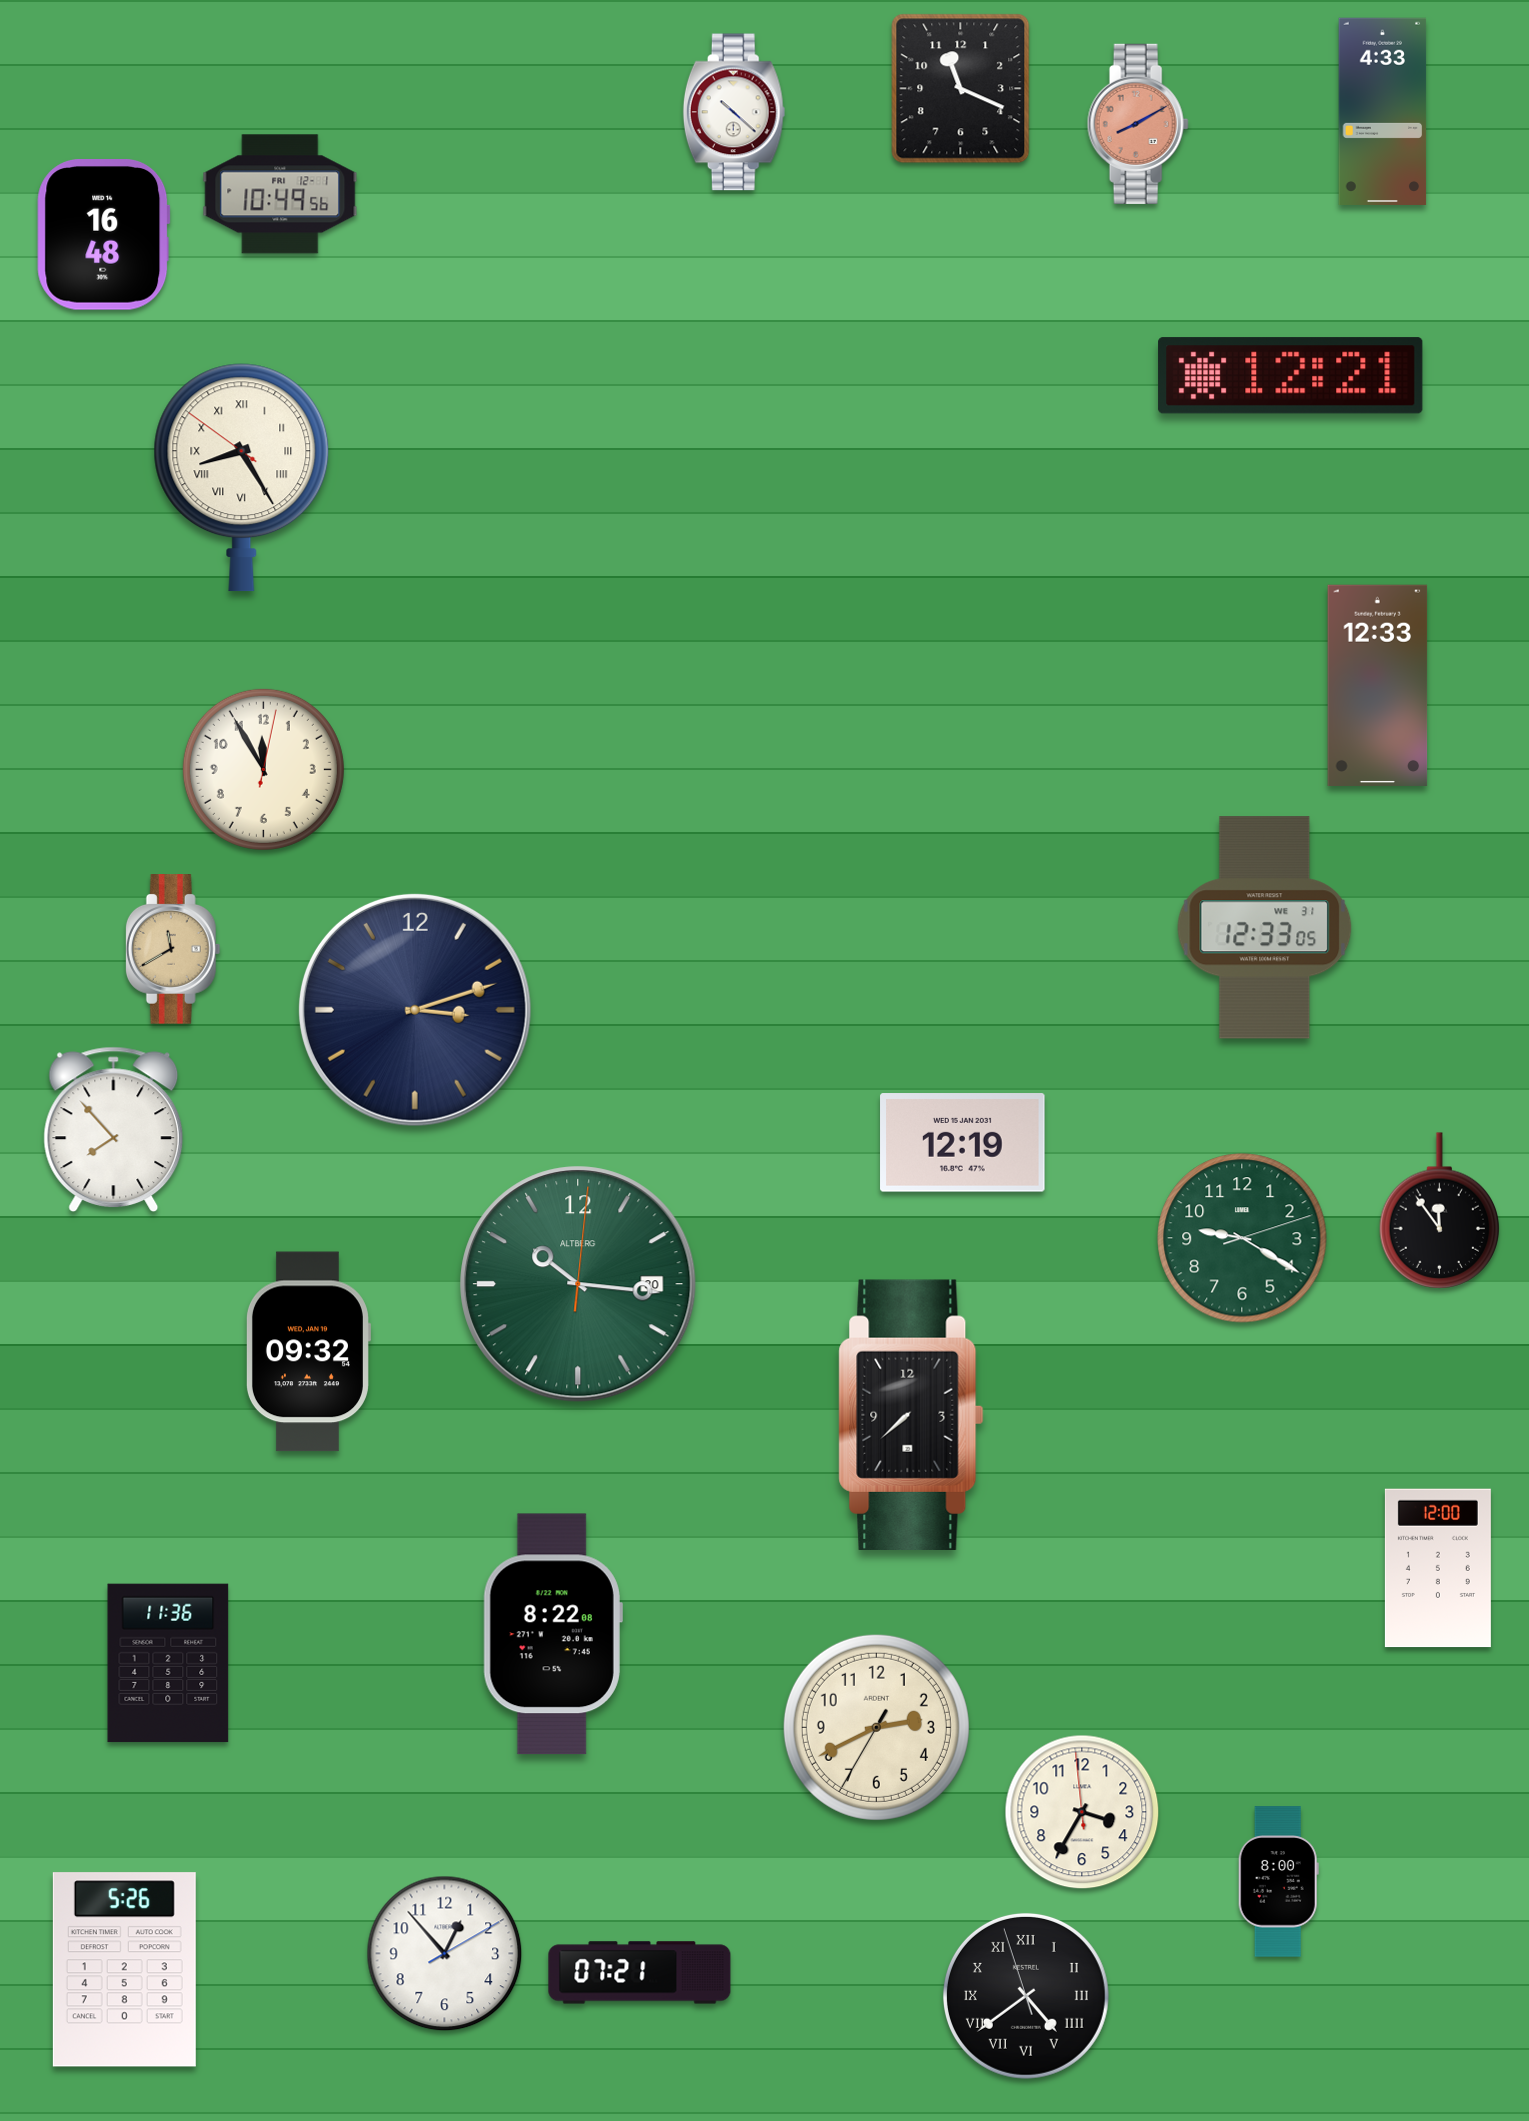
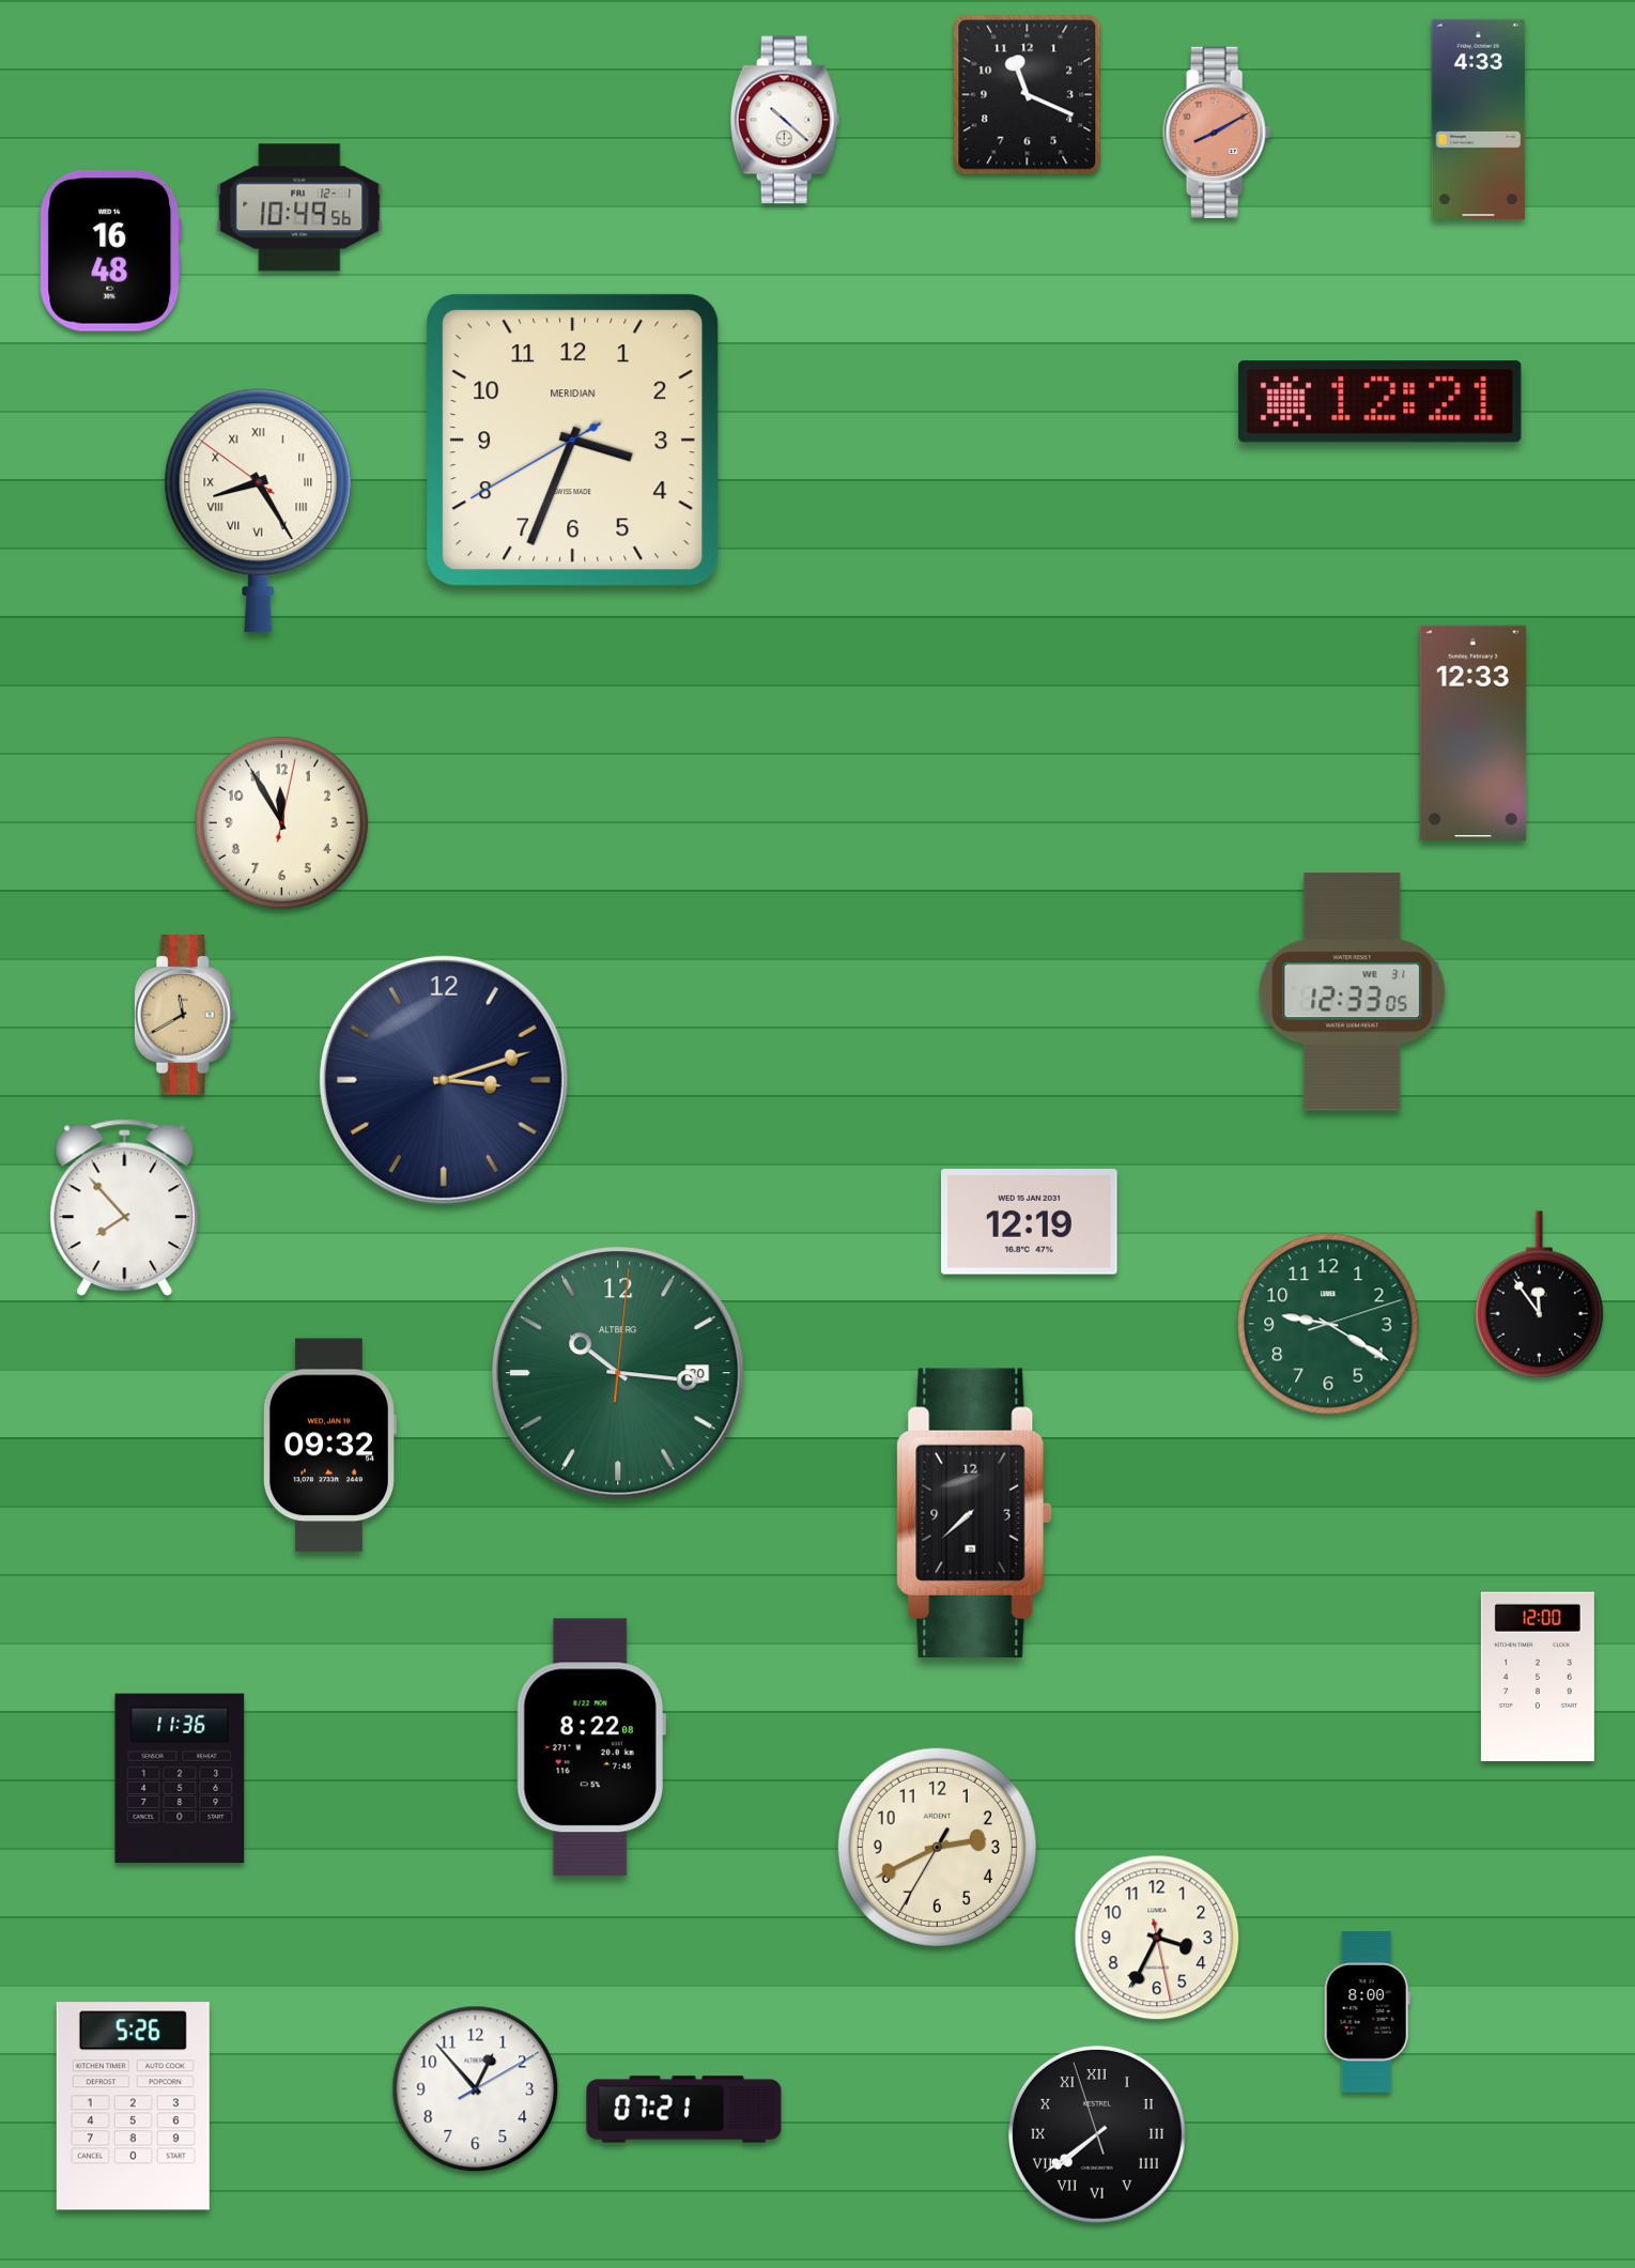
clock at (573, 441): none -> 3:33
clock at (114, 1130) position: (114, 1130) -> (125, 1208)
clock at (1082, 1812): 3:34:59 -> 3:34:28
clock at (1026, 1996): 4:38 -> 7:38
